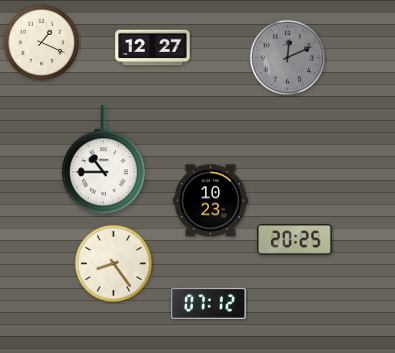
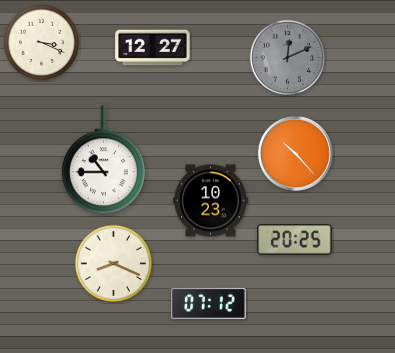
clock at (42, 43): 1:19 -> 3:19
clock at (295, 153): none -> 10:23
clock at (114, 264): 8:24 -> 8:19
